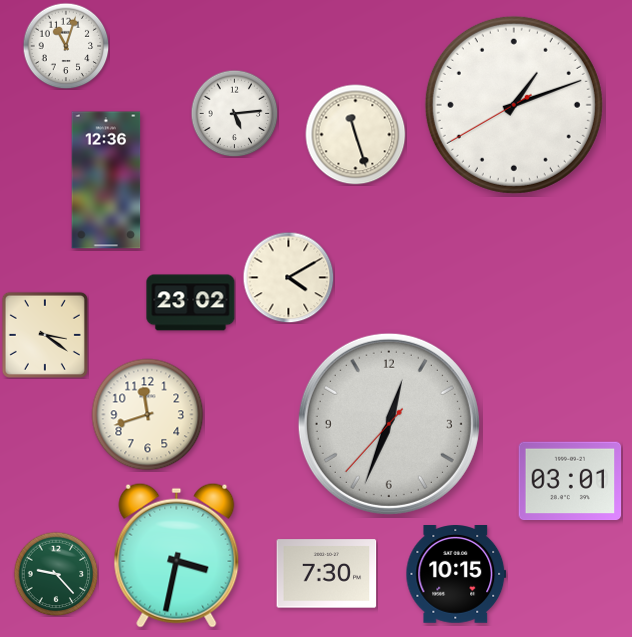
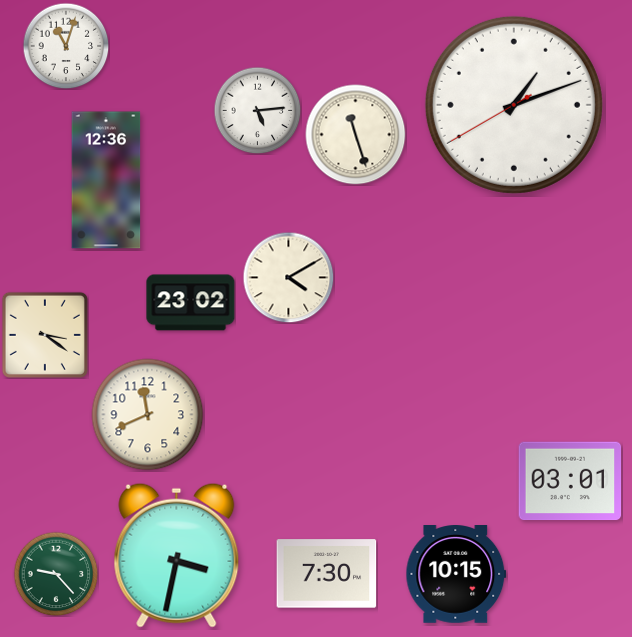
clock at (234, 113) position: (234, 113) -> (257, 110)
clock at (148, 415): 11:42 -> 11:41
clock at (389, 424): 12:33 -> none
